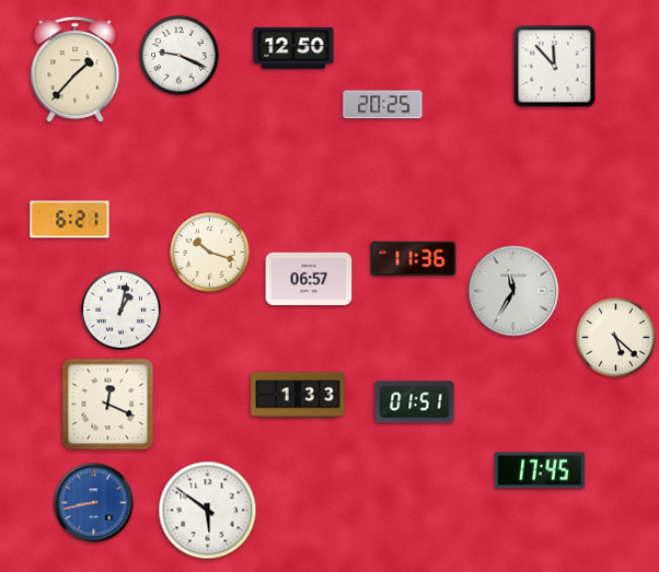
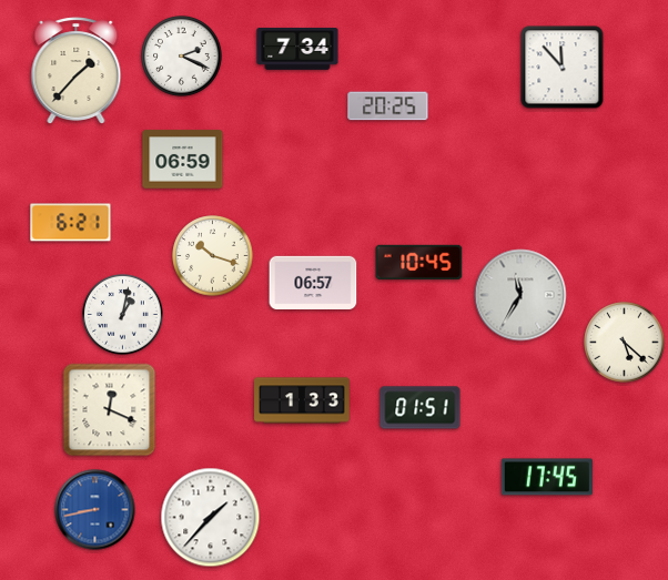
clock at (293, 49): 12:50 -> 7:34
clock at (180, 56): 9:19 -> 2:19
clock at (183, 160): none -> 06:59
clock at (414, 258): 11:36 -> 10:45
clock at (208, 511): 5:51 -> 1:37
